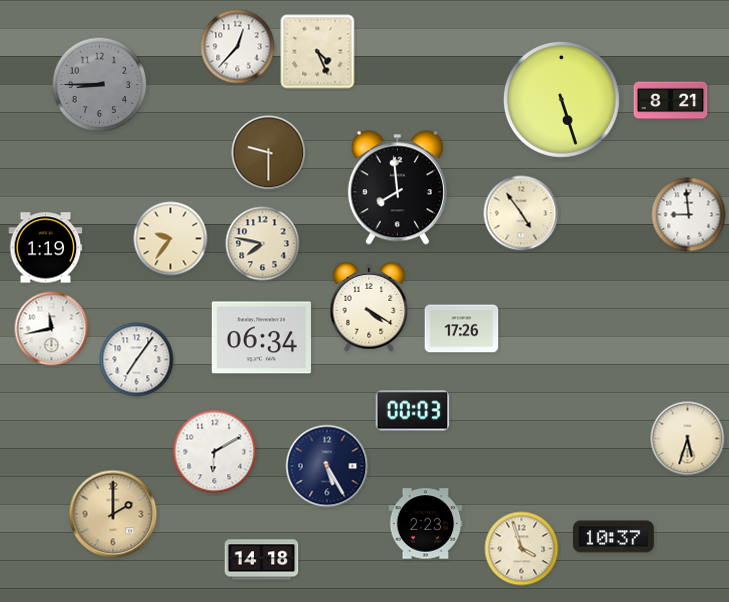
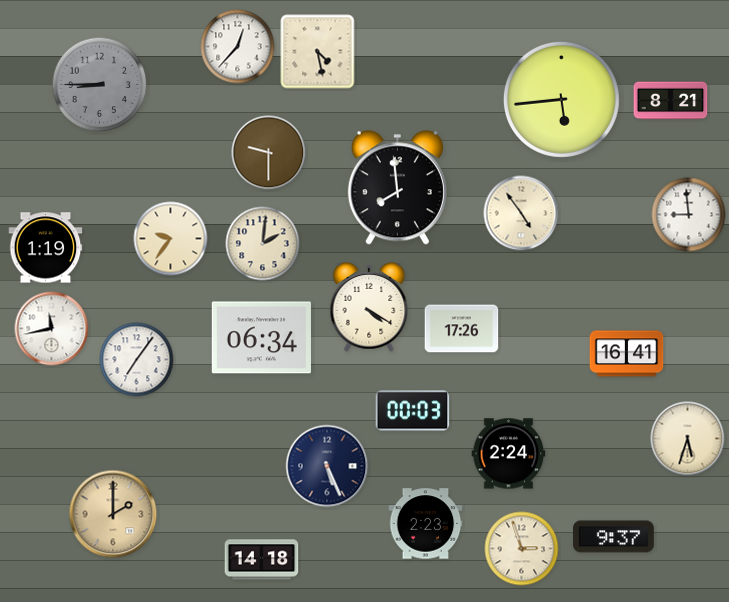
clock at (318, 52): 4:26 -> 4:28
clock at (561, 99): 5:27 -> 5:44
clock at (263, 244): 7:47 -> 2:01
clock at (627, 354): none -> 16:41
clock at (215, 452): 6:10 -> none
clock at (509, 454): none -> 2:24
clock at (327, 466): 5:25 -> 5:26
clock at (614, 537): 10:37 -> 9:37
clock at (522, 549): 3:57 -> 2:57
